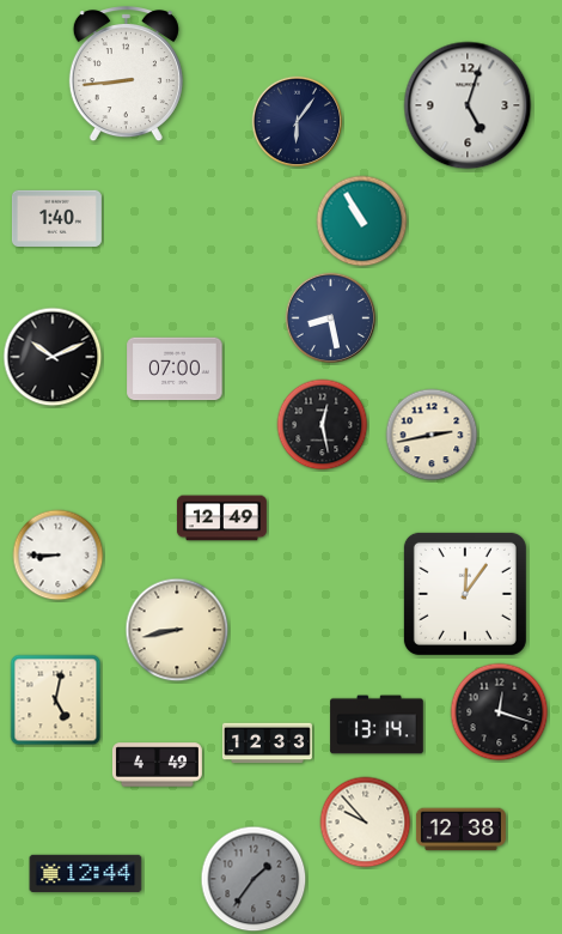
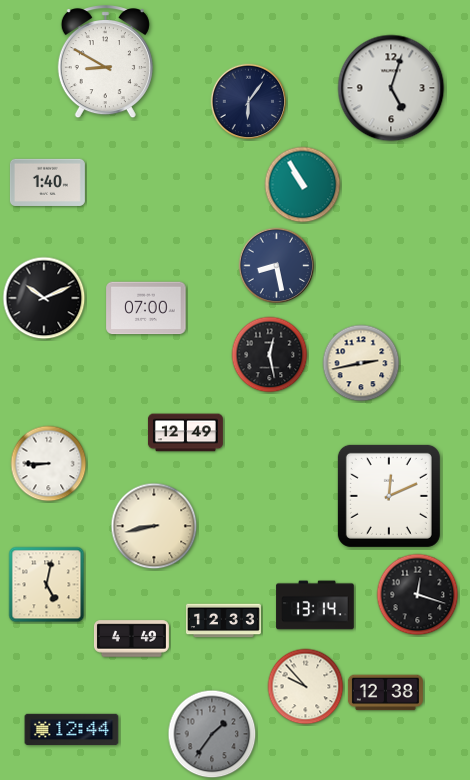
clock at (126, 74): 8:44 -> 8:50
clock at (465, 594): 12:06 -> 12:11
clock at (177, 630) position: (177, 630) -> (154, 526)
